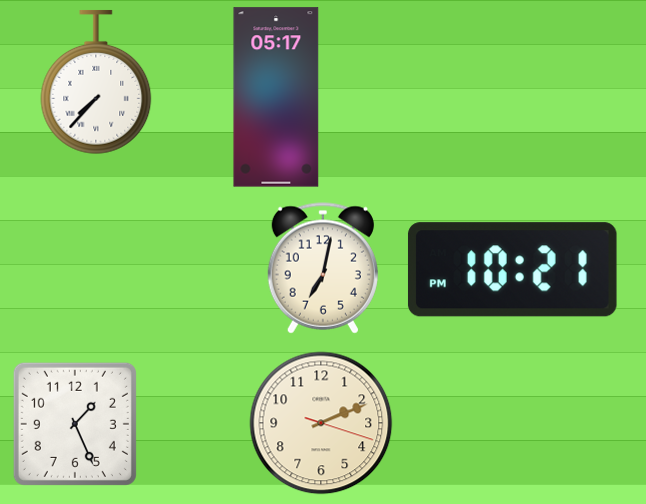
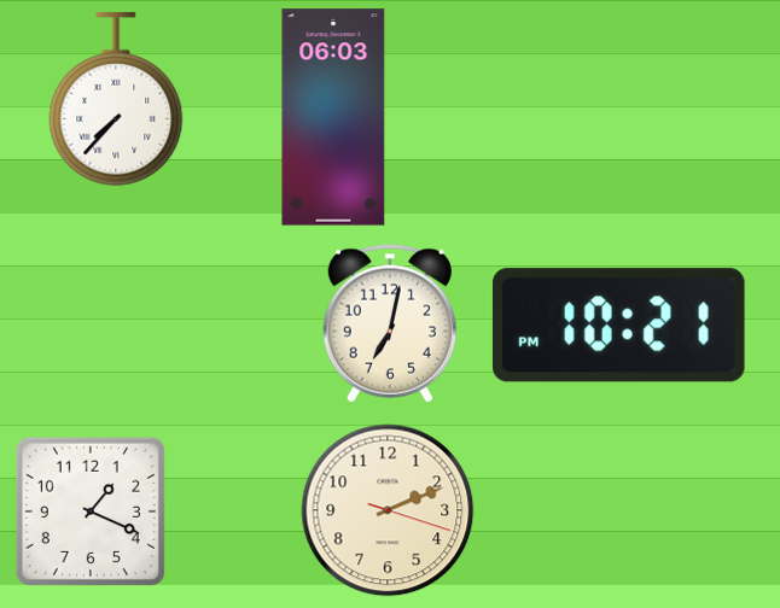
clock at (276, 97): 05:17 -> 06:03
clock at (75, 424): 1:26 -> 1:19
